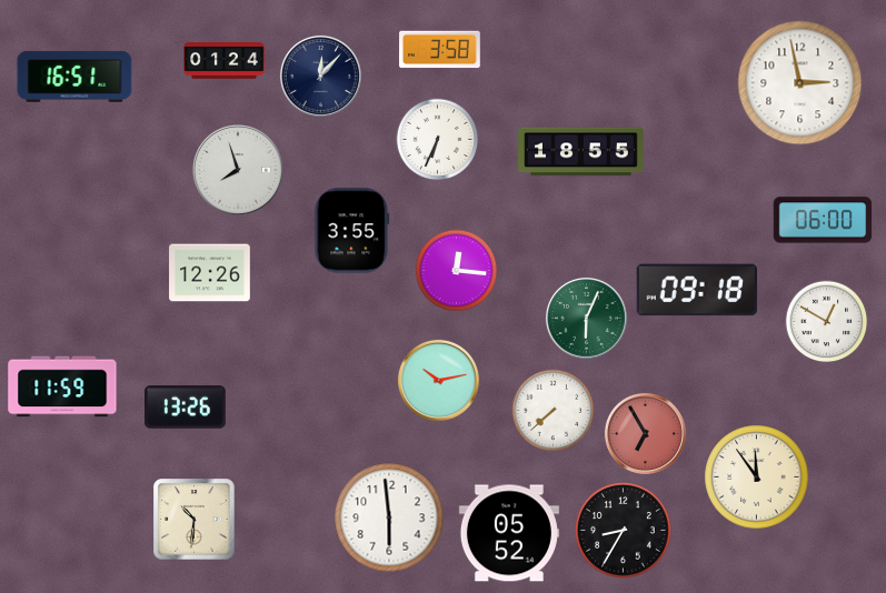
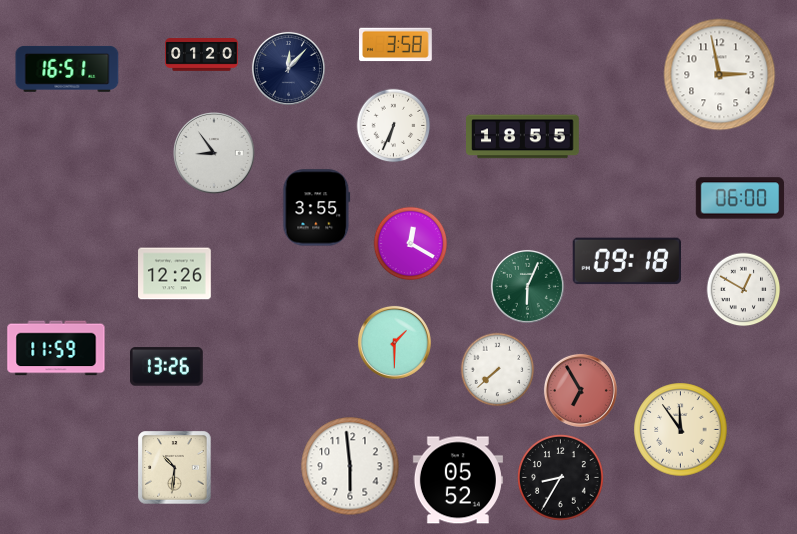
clock at (225, 61): 01:24 -> 01:20
clock at (239, 171): 7:57 -> 8:54
clock at (457, 271): 12:16 -> 12:20
clock at (210, 273) position: (210, 273) -> (175, 274)
clock at (438, 380): 10:13 -> 1:30
